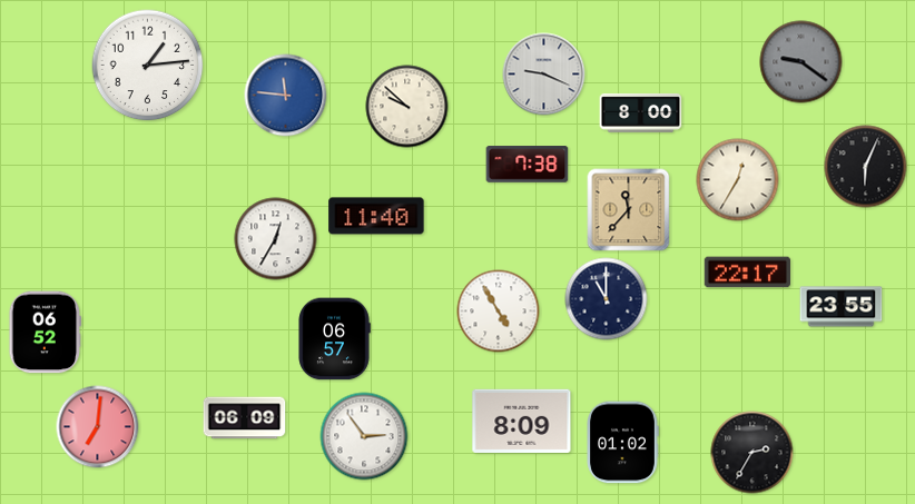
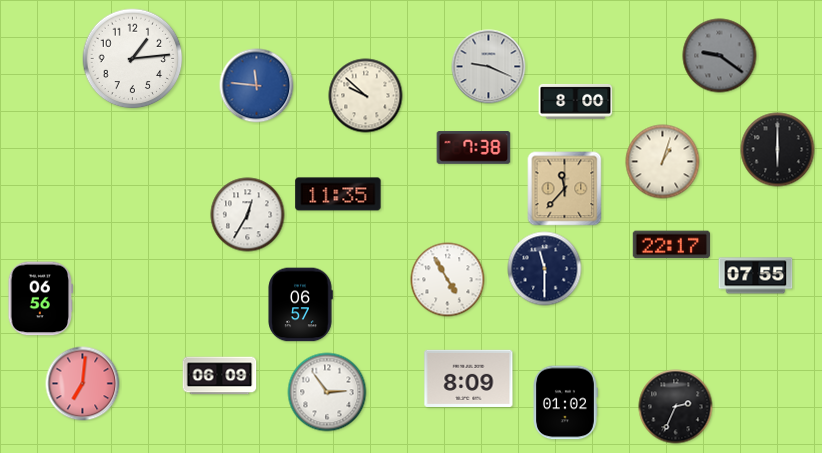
clock at (866, 167): 6:04 -> 6:00
clock at (738, 180): 12:35 -> 1:03
clock at (376, 216): 11:40 -> 11:35
clock at (607, 299): 11:00 -> 11:30
clock at (842, 307): 23:55 -> 07:55
clock at (46, 333): 06:52 -> 06:56
clock at (98, 427) position: (98, 427) -> (83, 384)
clock at (622, 443) position: (622, 443) -> (565, 403)
clock at (752, 453): 2:35 -> 2:34
